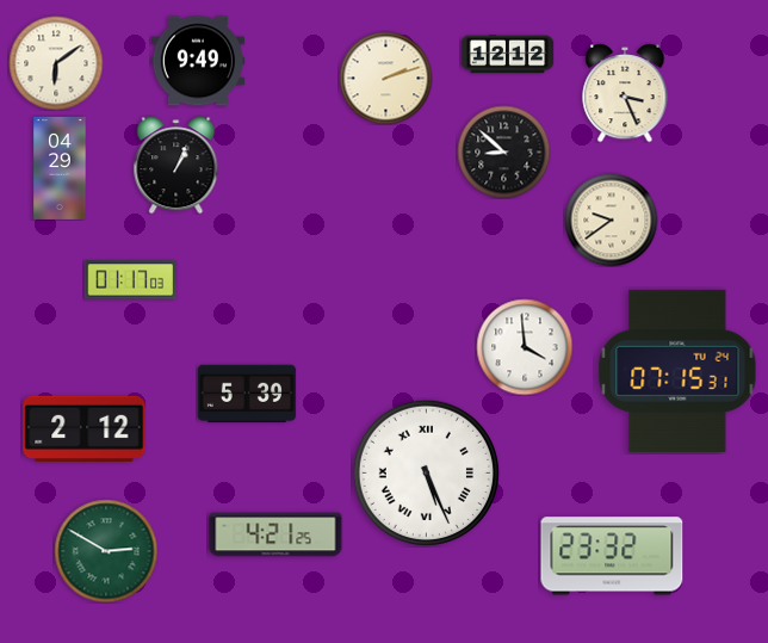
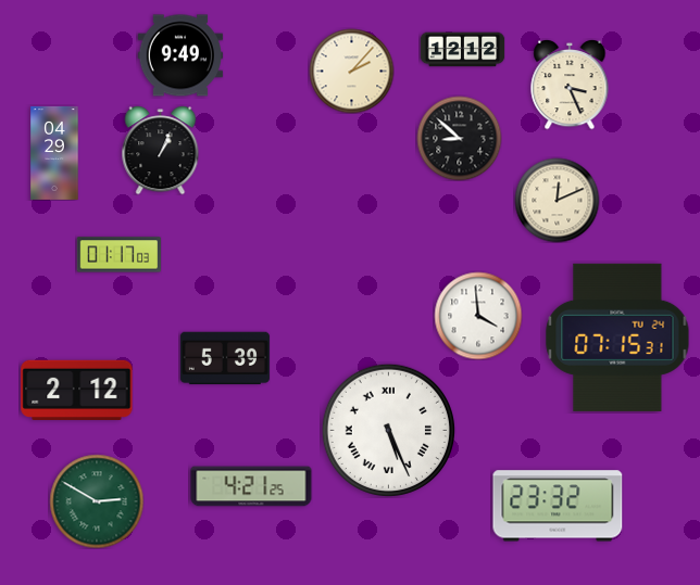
clock at (56, 63): 6:09 -> none
clock at (385, 78): 2:12 -> 2:07
clock at (611, 220): 9:39 -> 12:11
